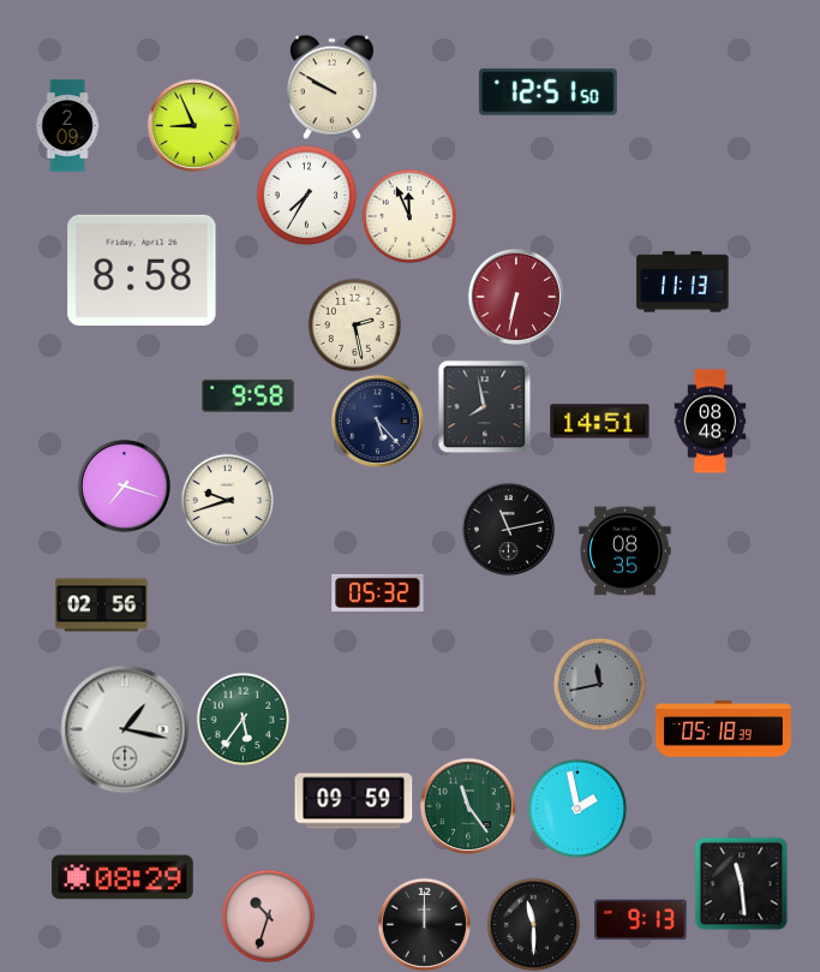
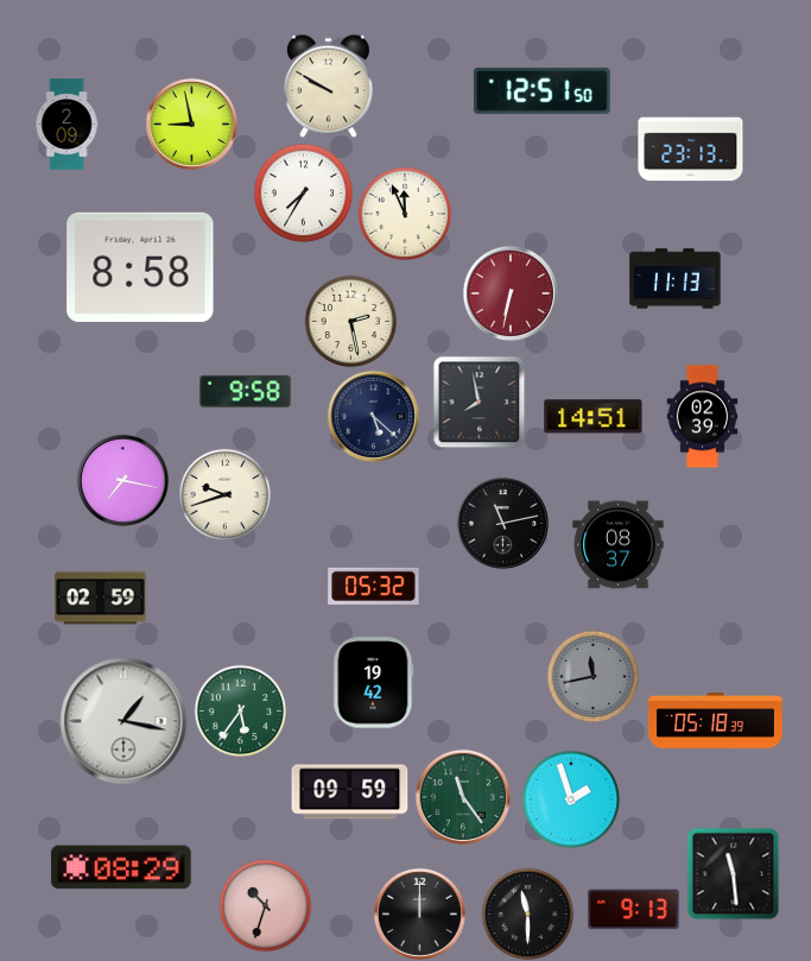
clock at (193, 125): 8:56 -> 8:58
clock at (691, 150): none -> 23:13
clock at (377, 421): 5:23 -> 5:22
clock at (711, 422): 08:48 -> 02:39
clock at (124, 485): 7:18 -> 7:17
clock at (626, 551): 08:35 -> 08:37
clock at (102, 606): 02:56 -> 02:59
clock at (374, 683): none -> 19:42
clock at (577, 809): 1:58 -> 1:57
